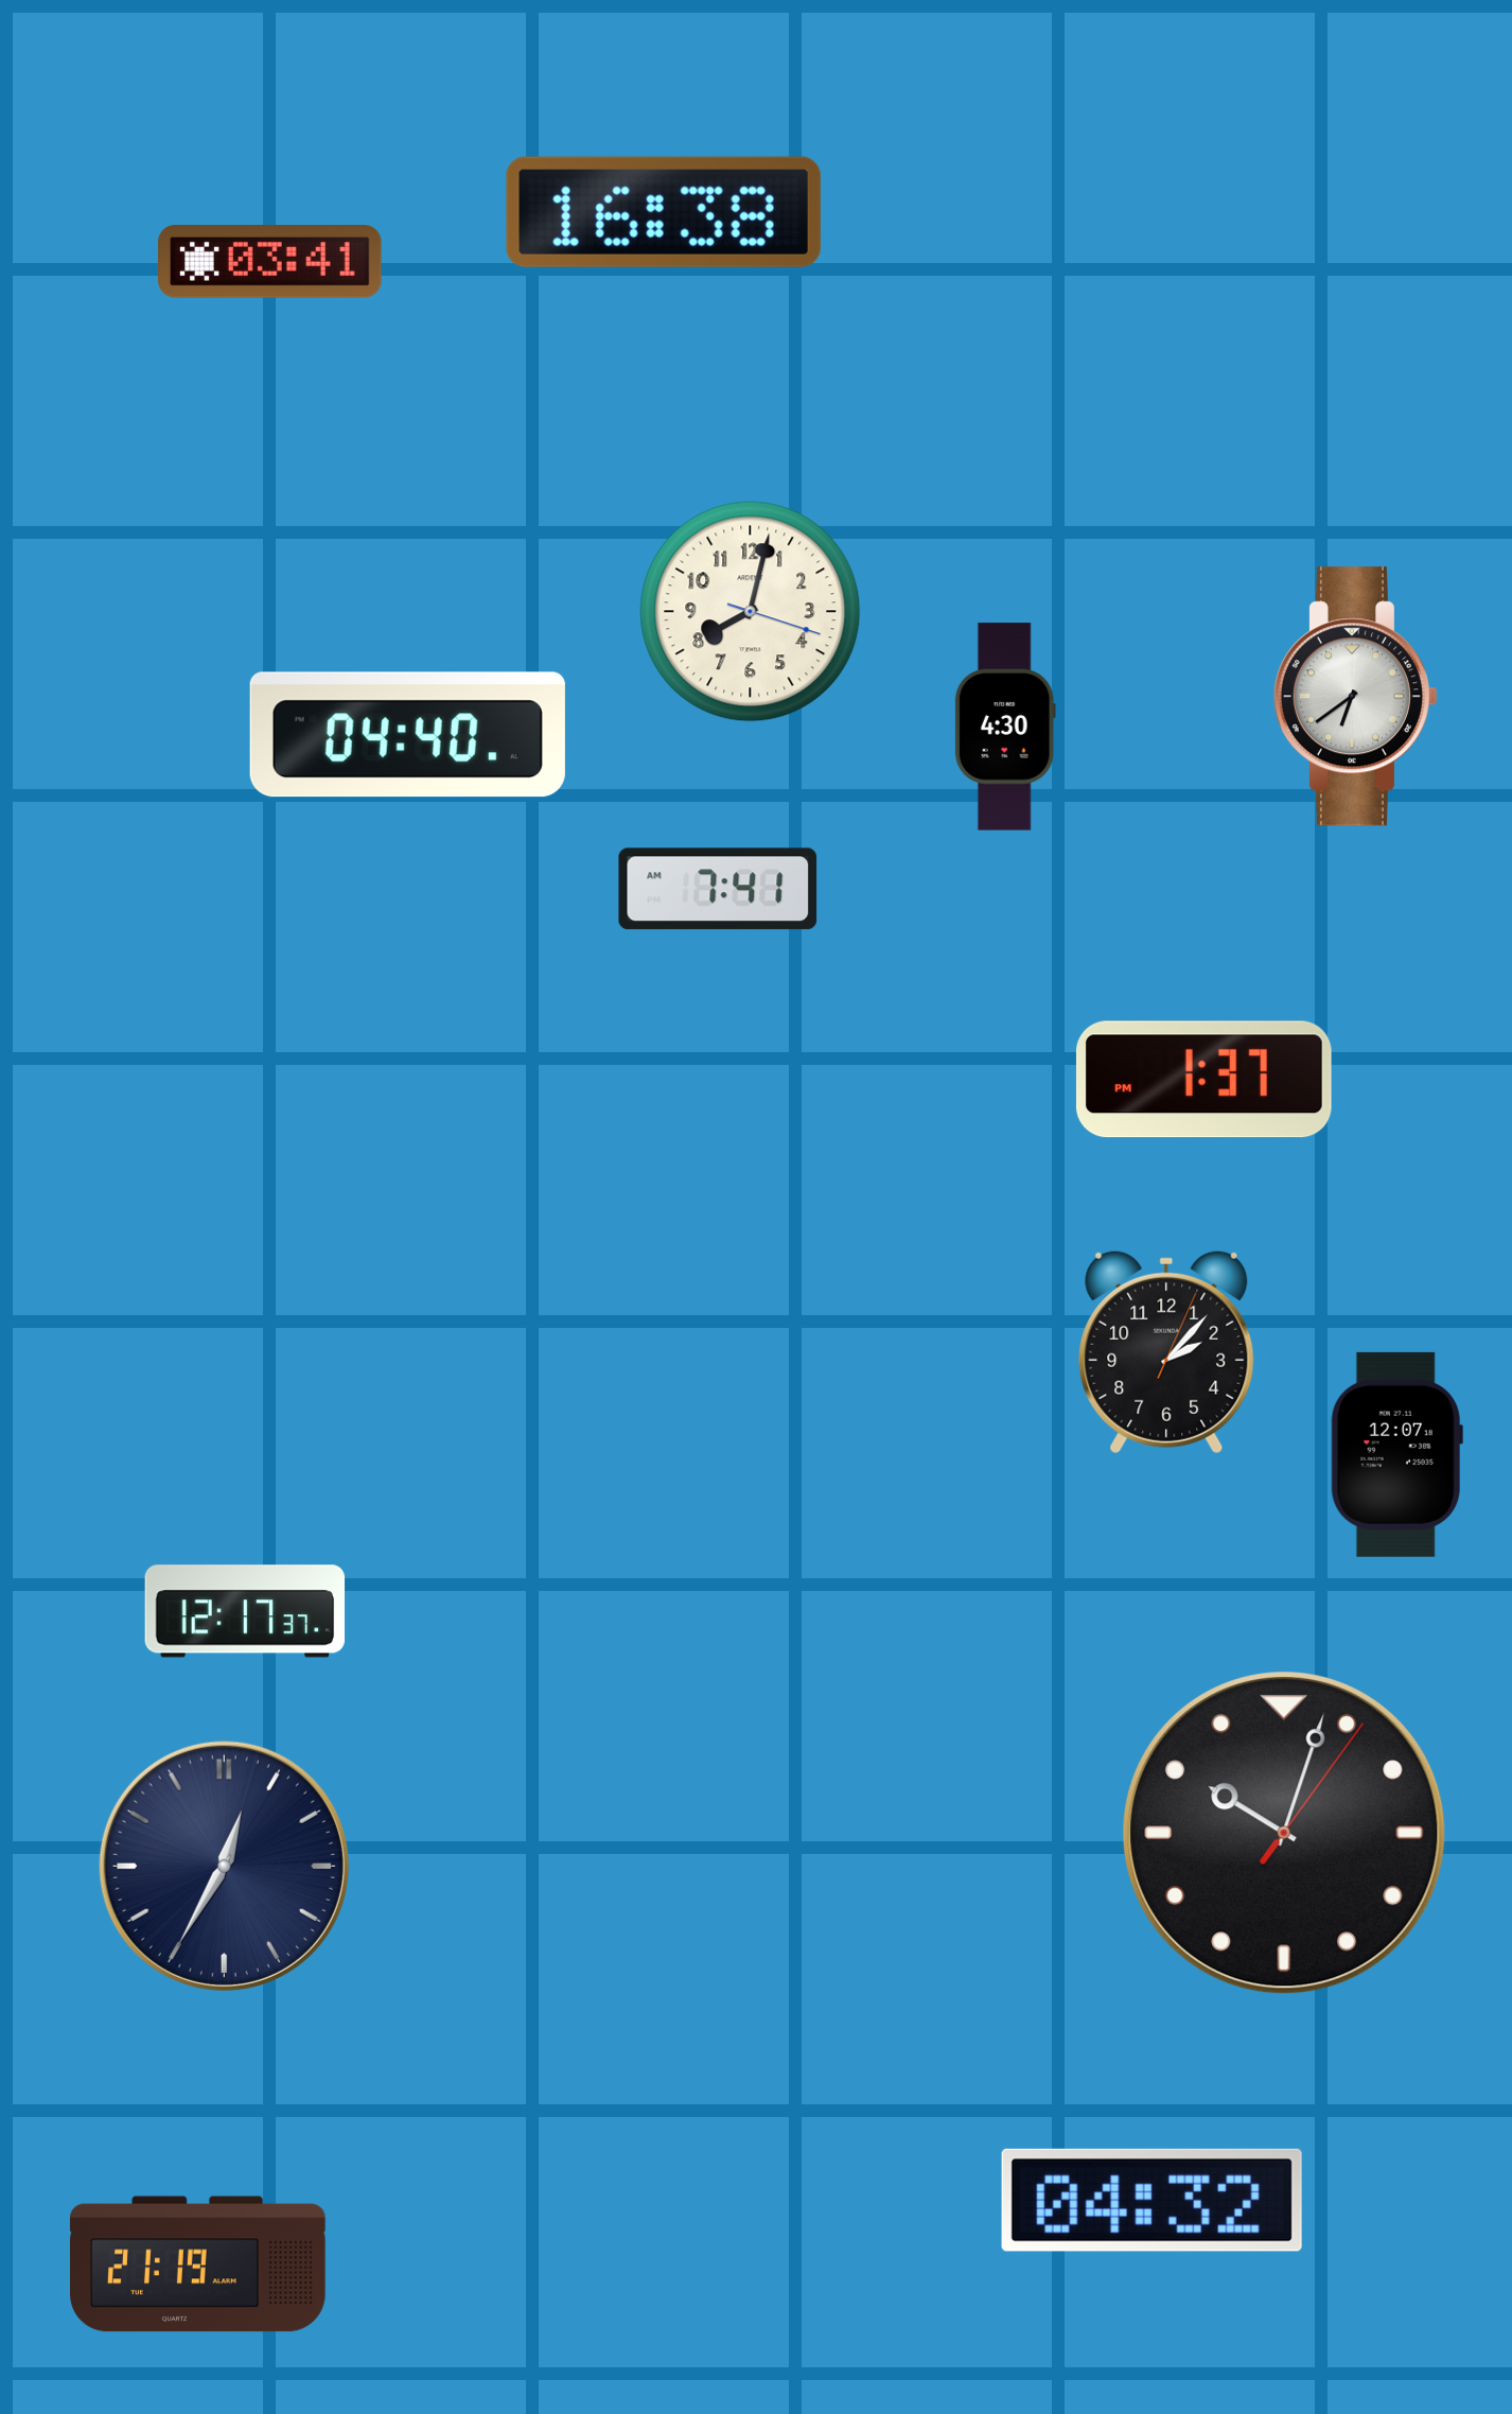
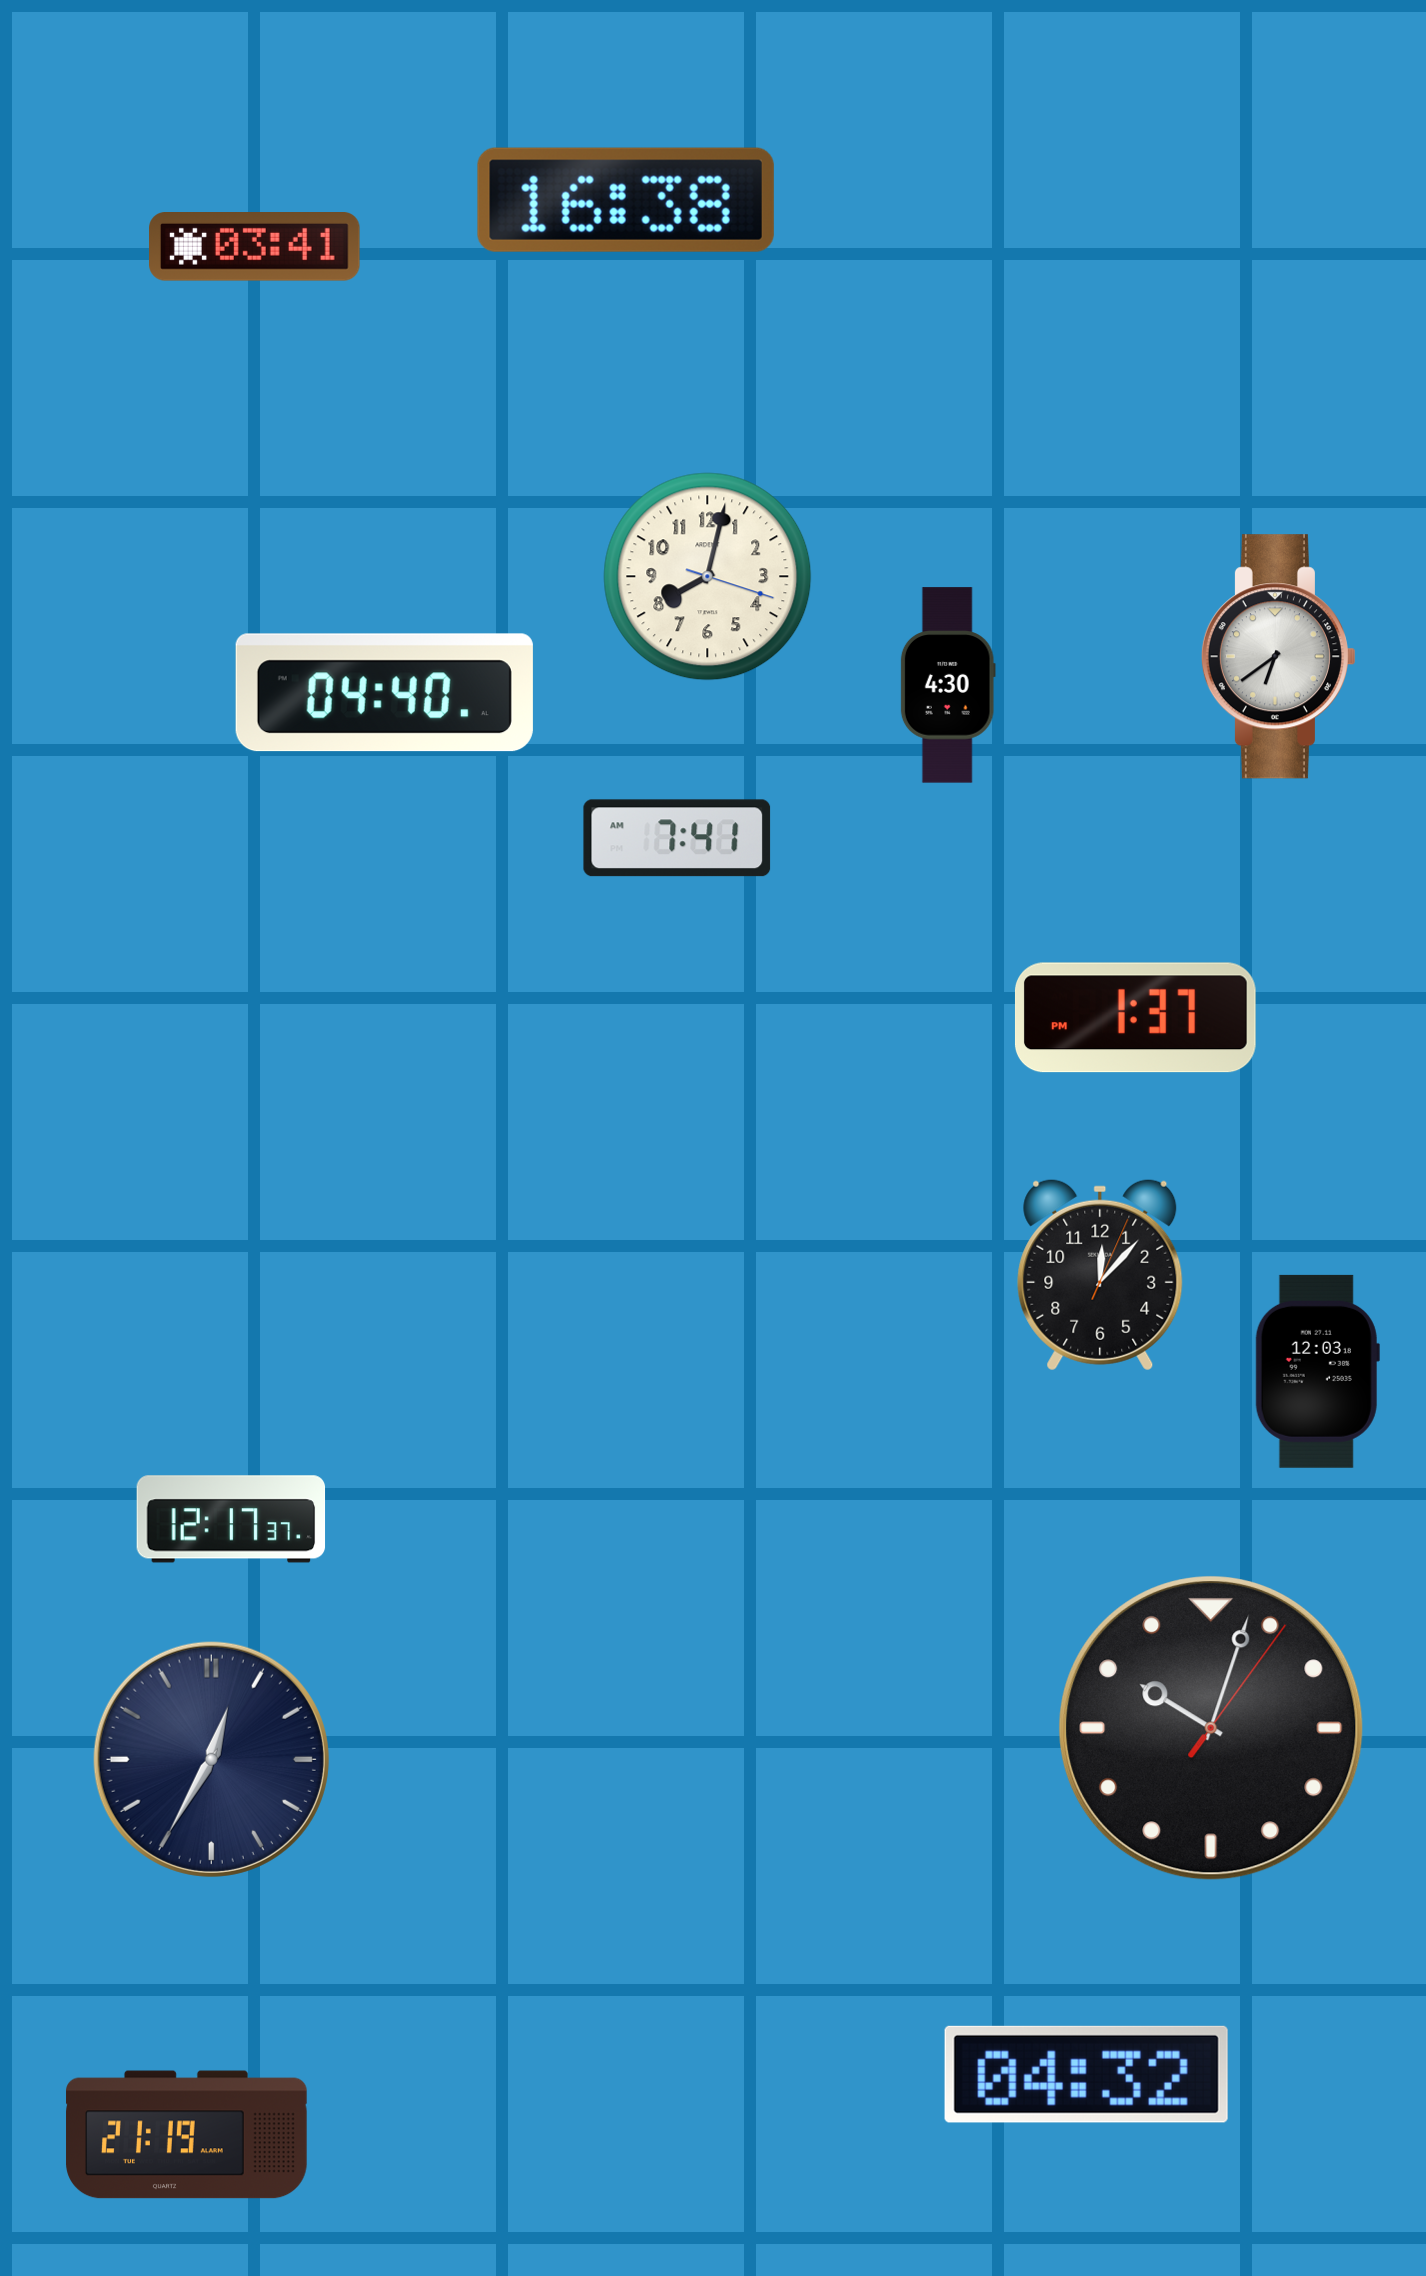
clock at (1166, 1352): 2:07 -> 12:07
clock at (1396, 1454): 12:07 -> 12:03
